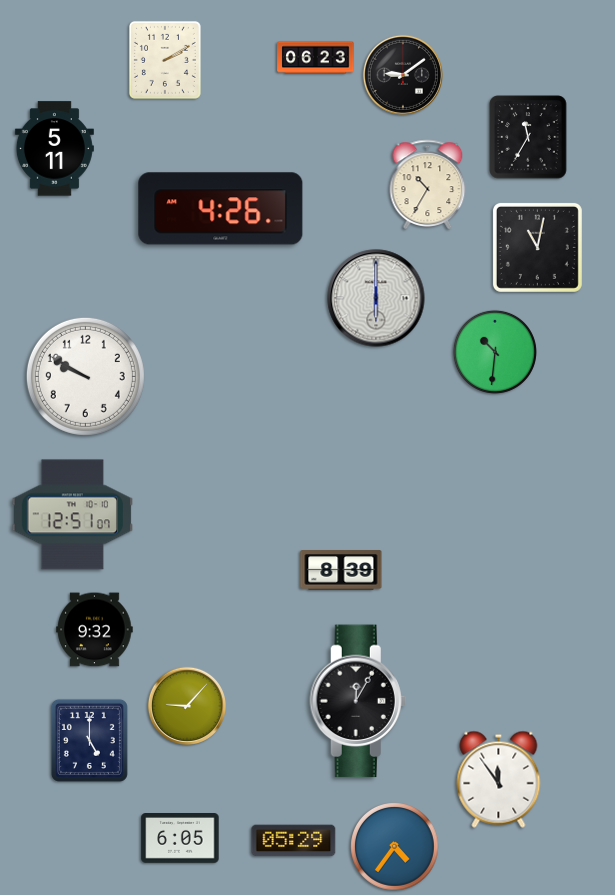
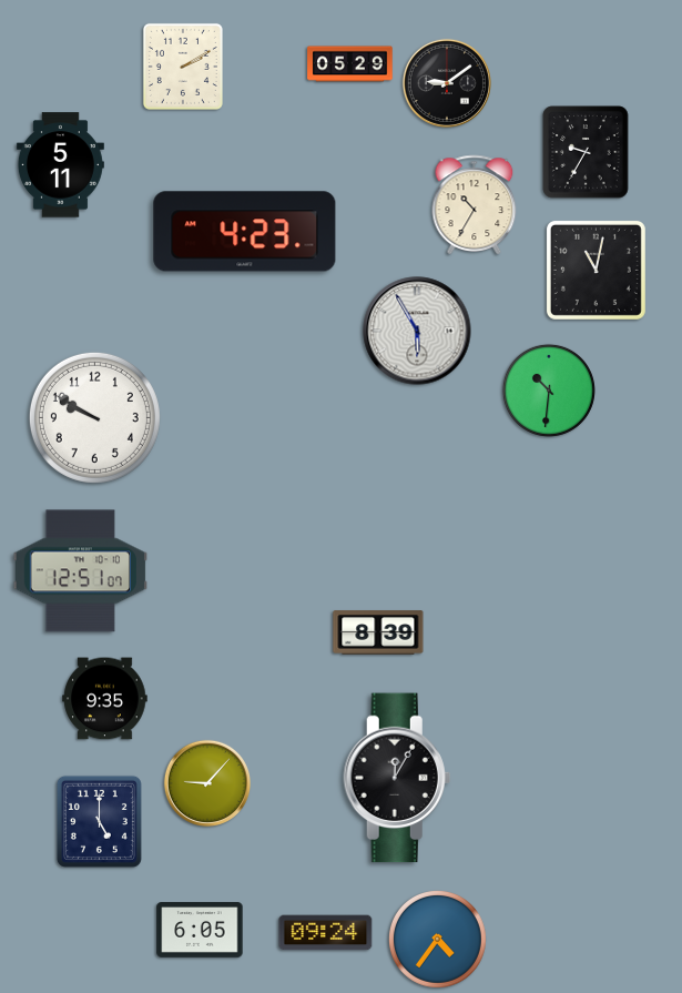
clock at (316, 58): 06:23 -> 05:29
clock at (528, 137): 11:35 -> 9:35
clock at (221, 209): 4:26 -> 4:23
clock at (537, 247) position: (537, 247) -> (596, 270)
clock at (376, 298): 6:00 -> 5:55
clock at (95, 630): 9:32 -> 9:35
clock at (499, 779): 11:54 -> none
clock at (294, 841): 05:29 -> 09:24
